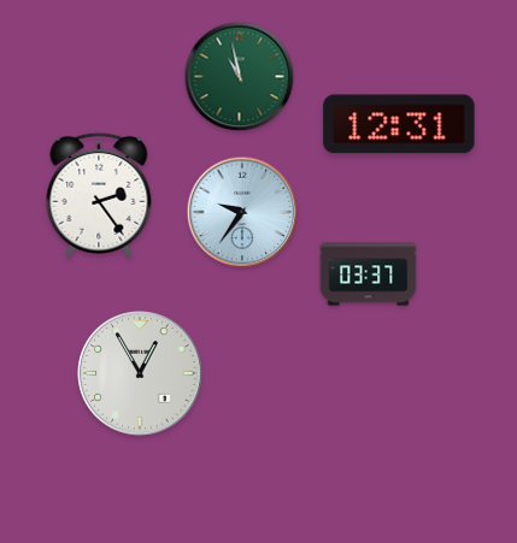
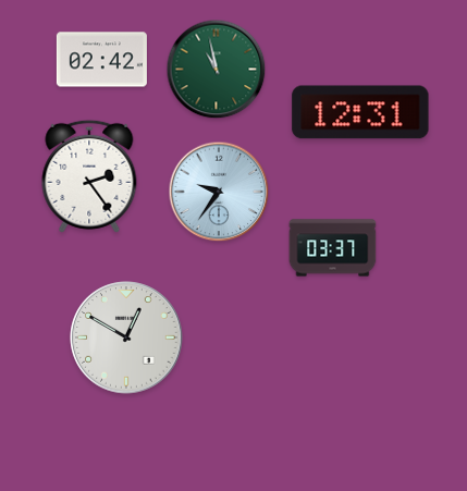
clock at (101, 60): none -> 02:42
clock at (140, 373): 12:55 -> 12:50
